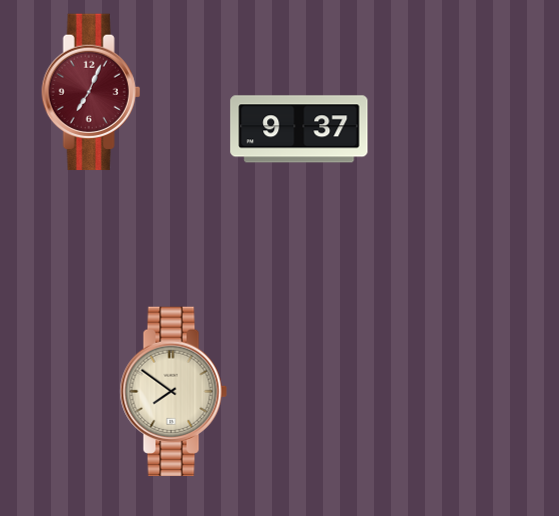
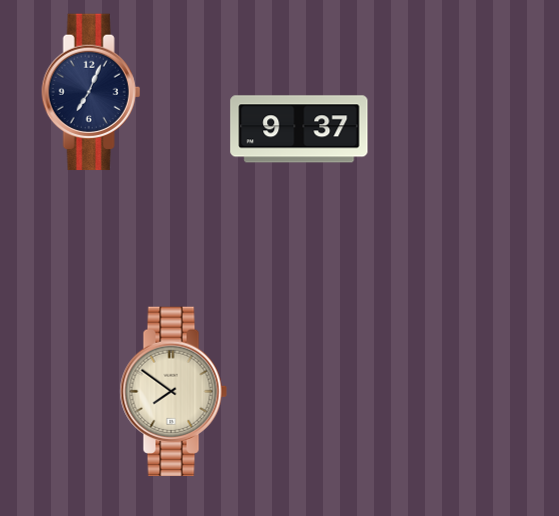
clock at (91, 92) dial: burgundy -> navy
